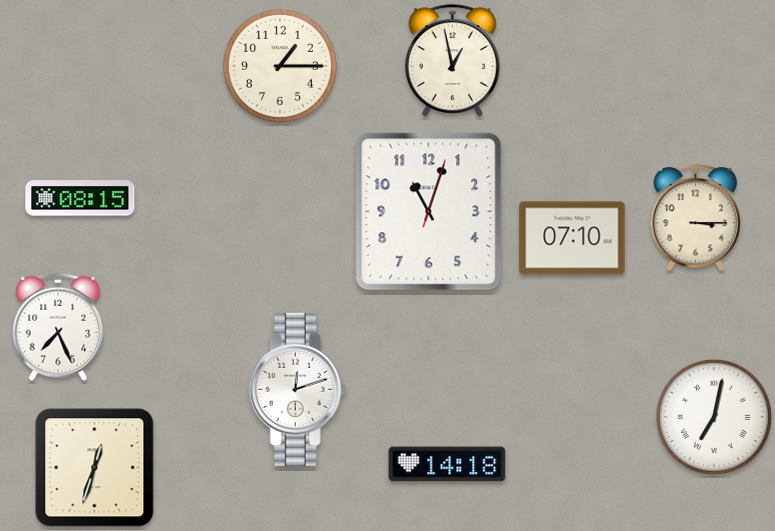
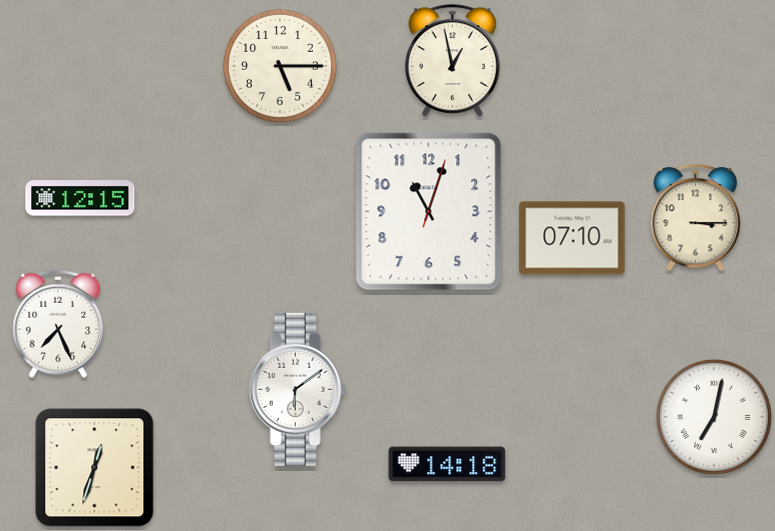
clock at (280, 66): 1:15 -> 5:15
clock at (80, 198): 08:15 -> 12:15
clock at (58, 327) position: (58, 327) -> (58, 324)
clock at (297, 389): 12:12 -> 6:09
